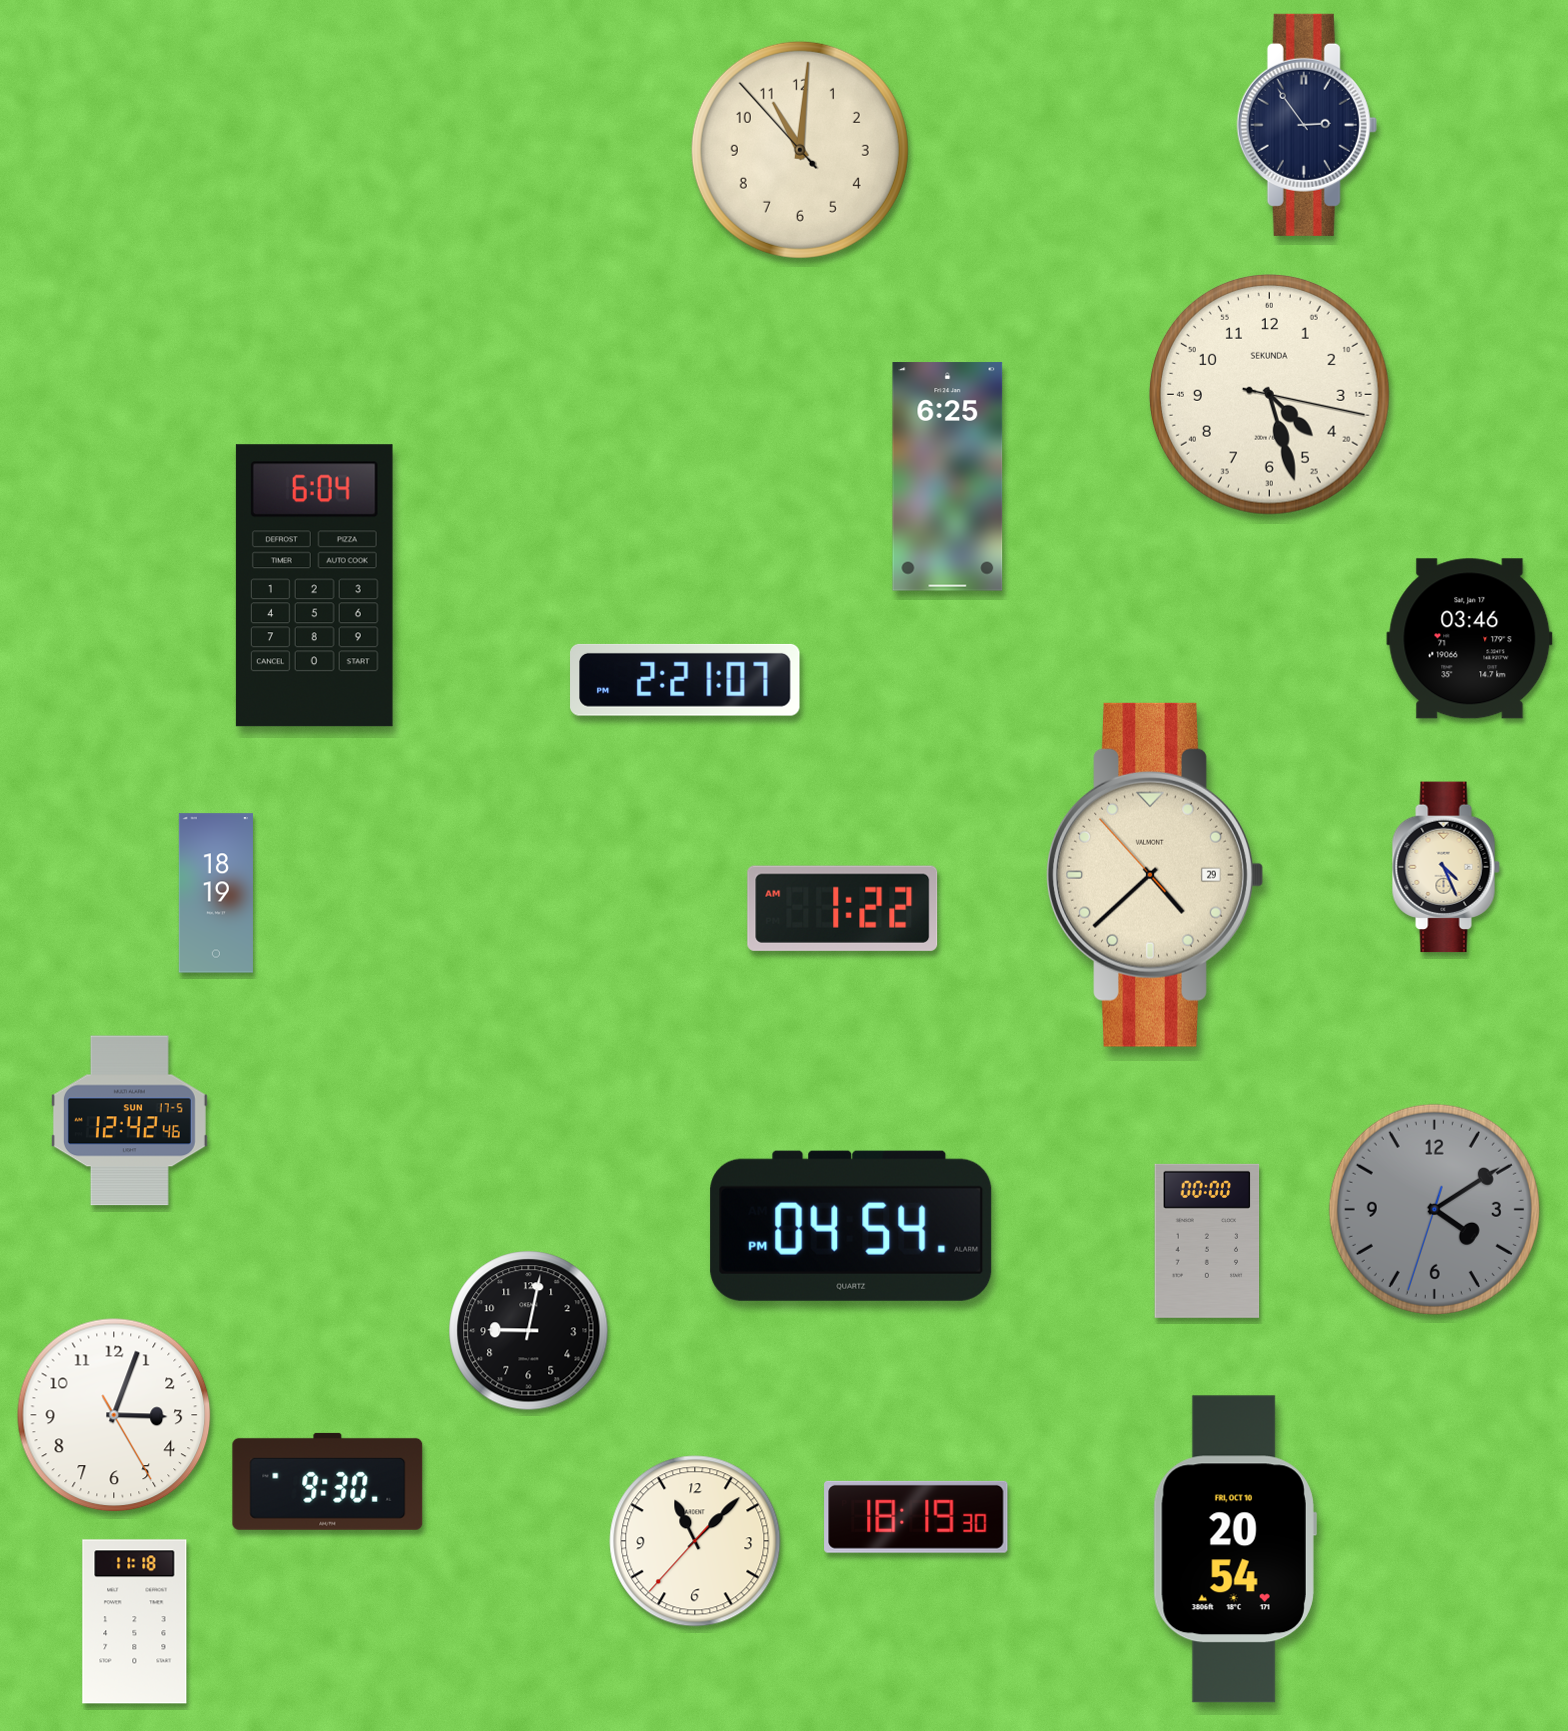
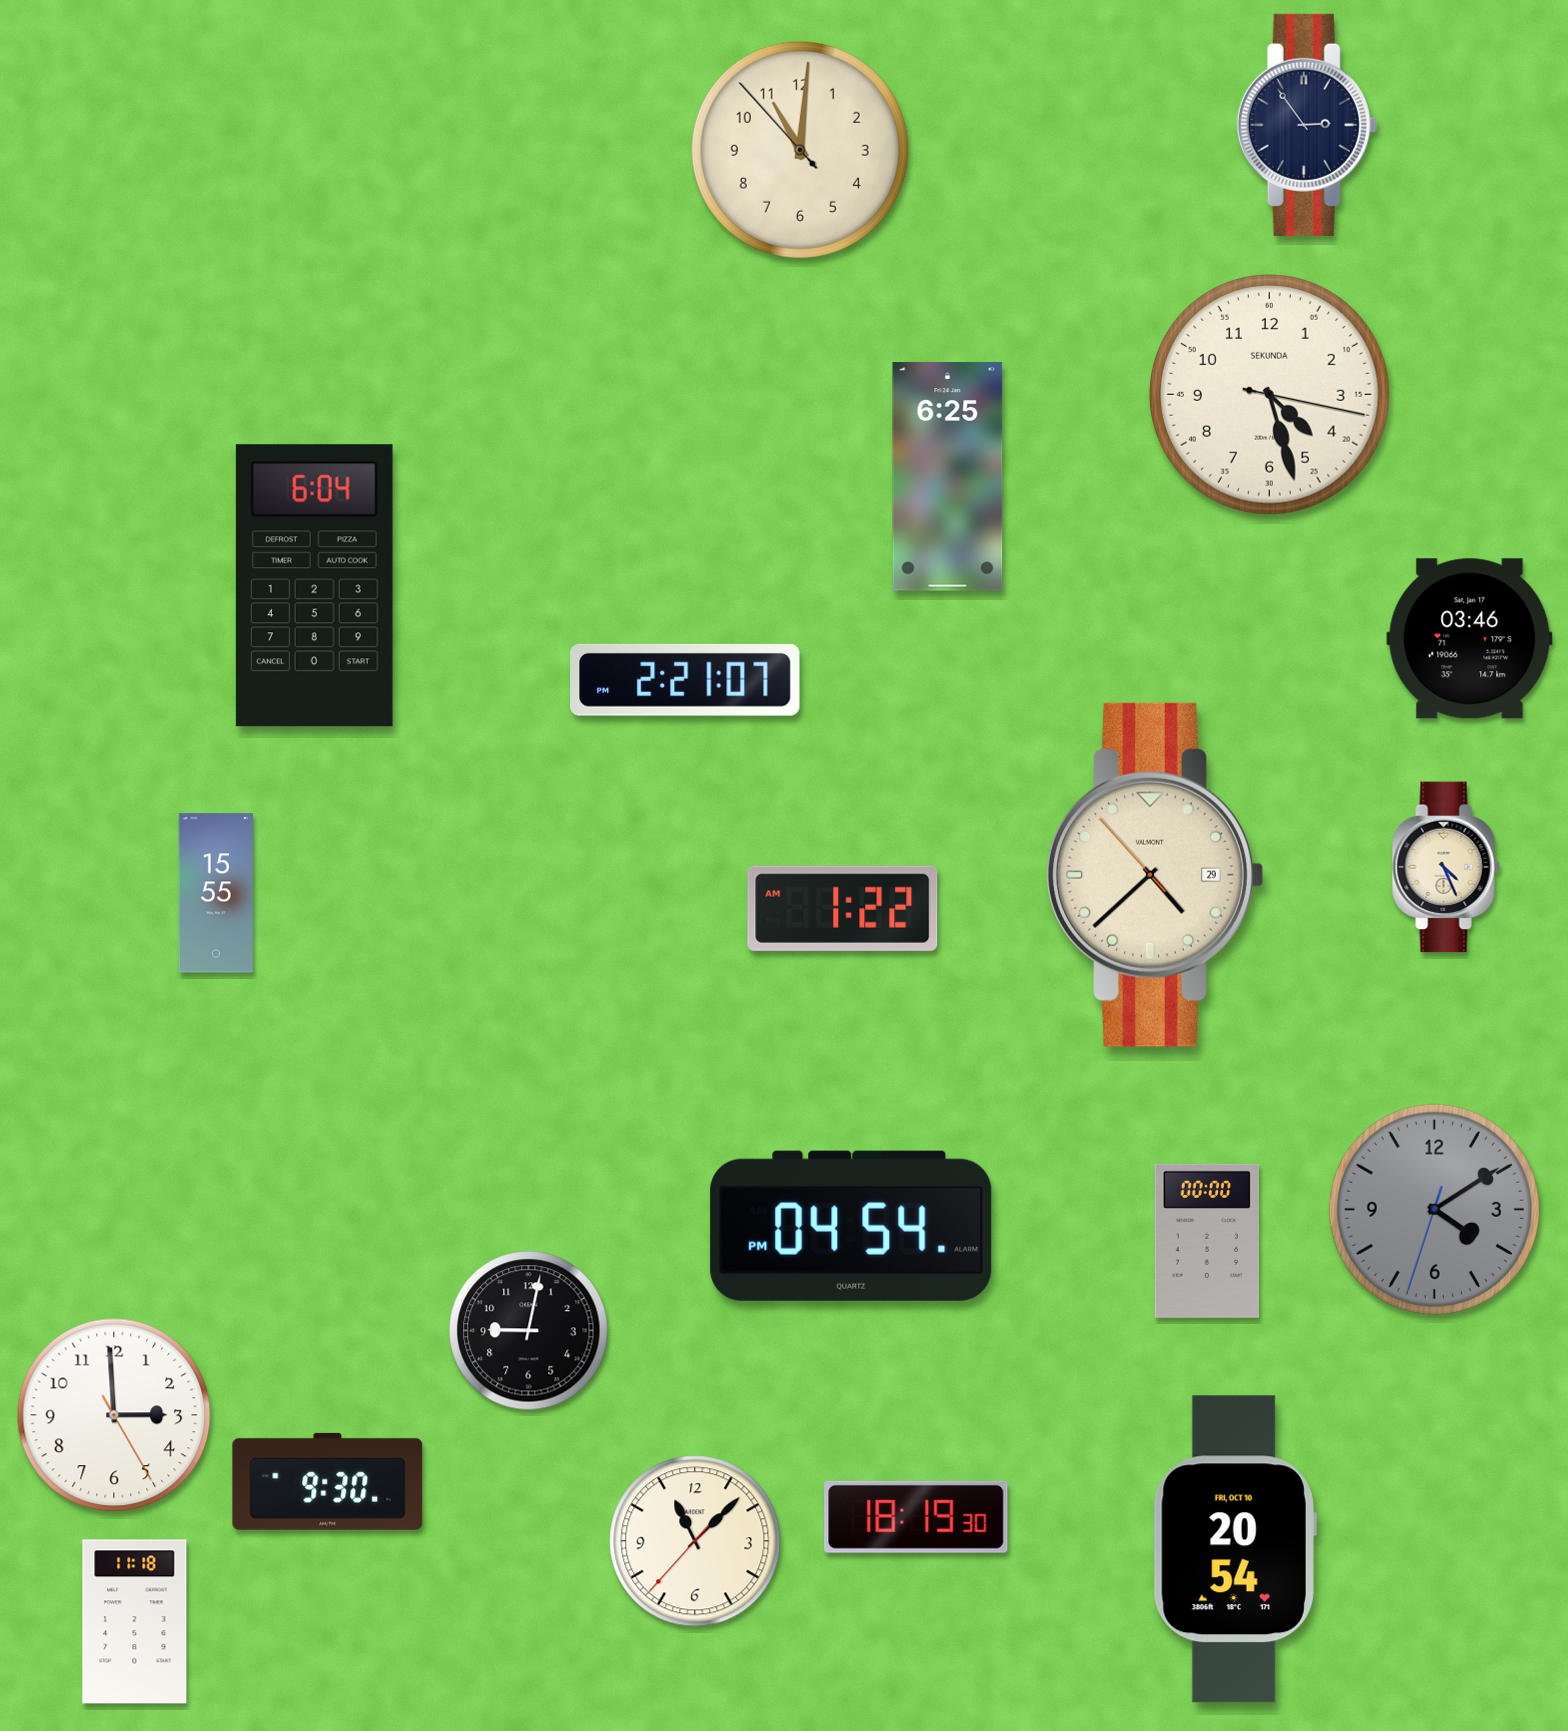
clock at (216, 893): 18:19 -> 15:55
clock at (129, 1121): 12:42 -> none
clock at (114, 1415): 3:03 -> 2:59
